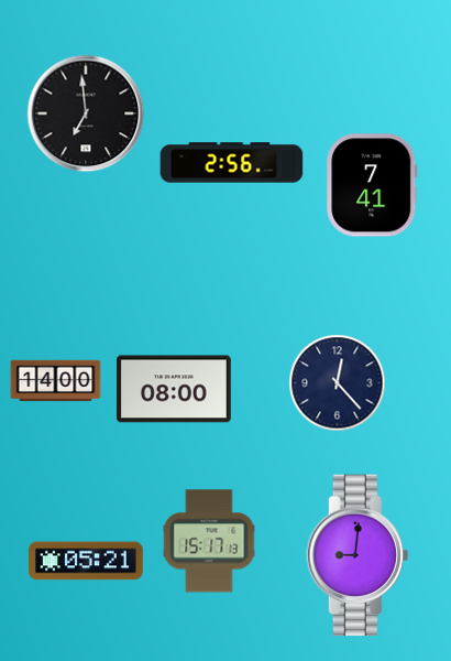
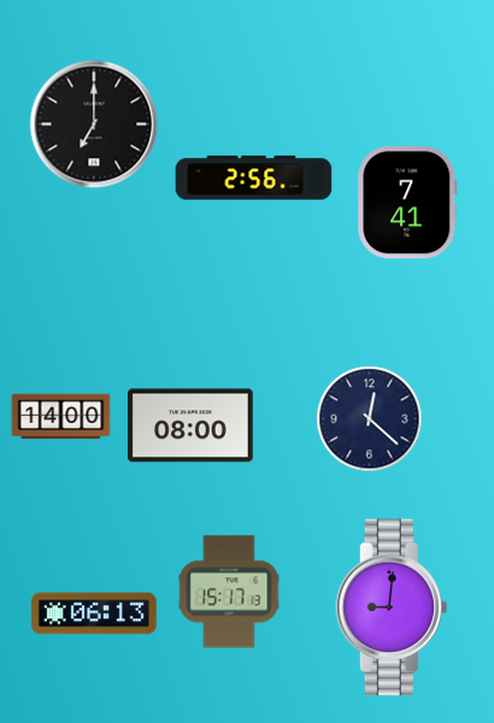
clock at (86, 113): 6:59 -> 7:00
clock at (338, 383): 12:23 -> 12:22
clock at (86, 561): 05:21 -> 06:13
